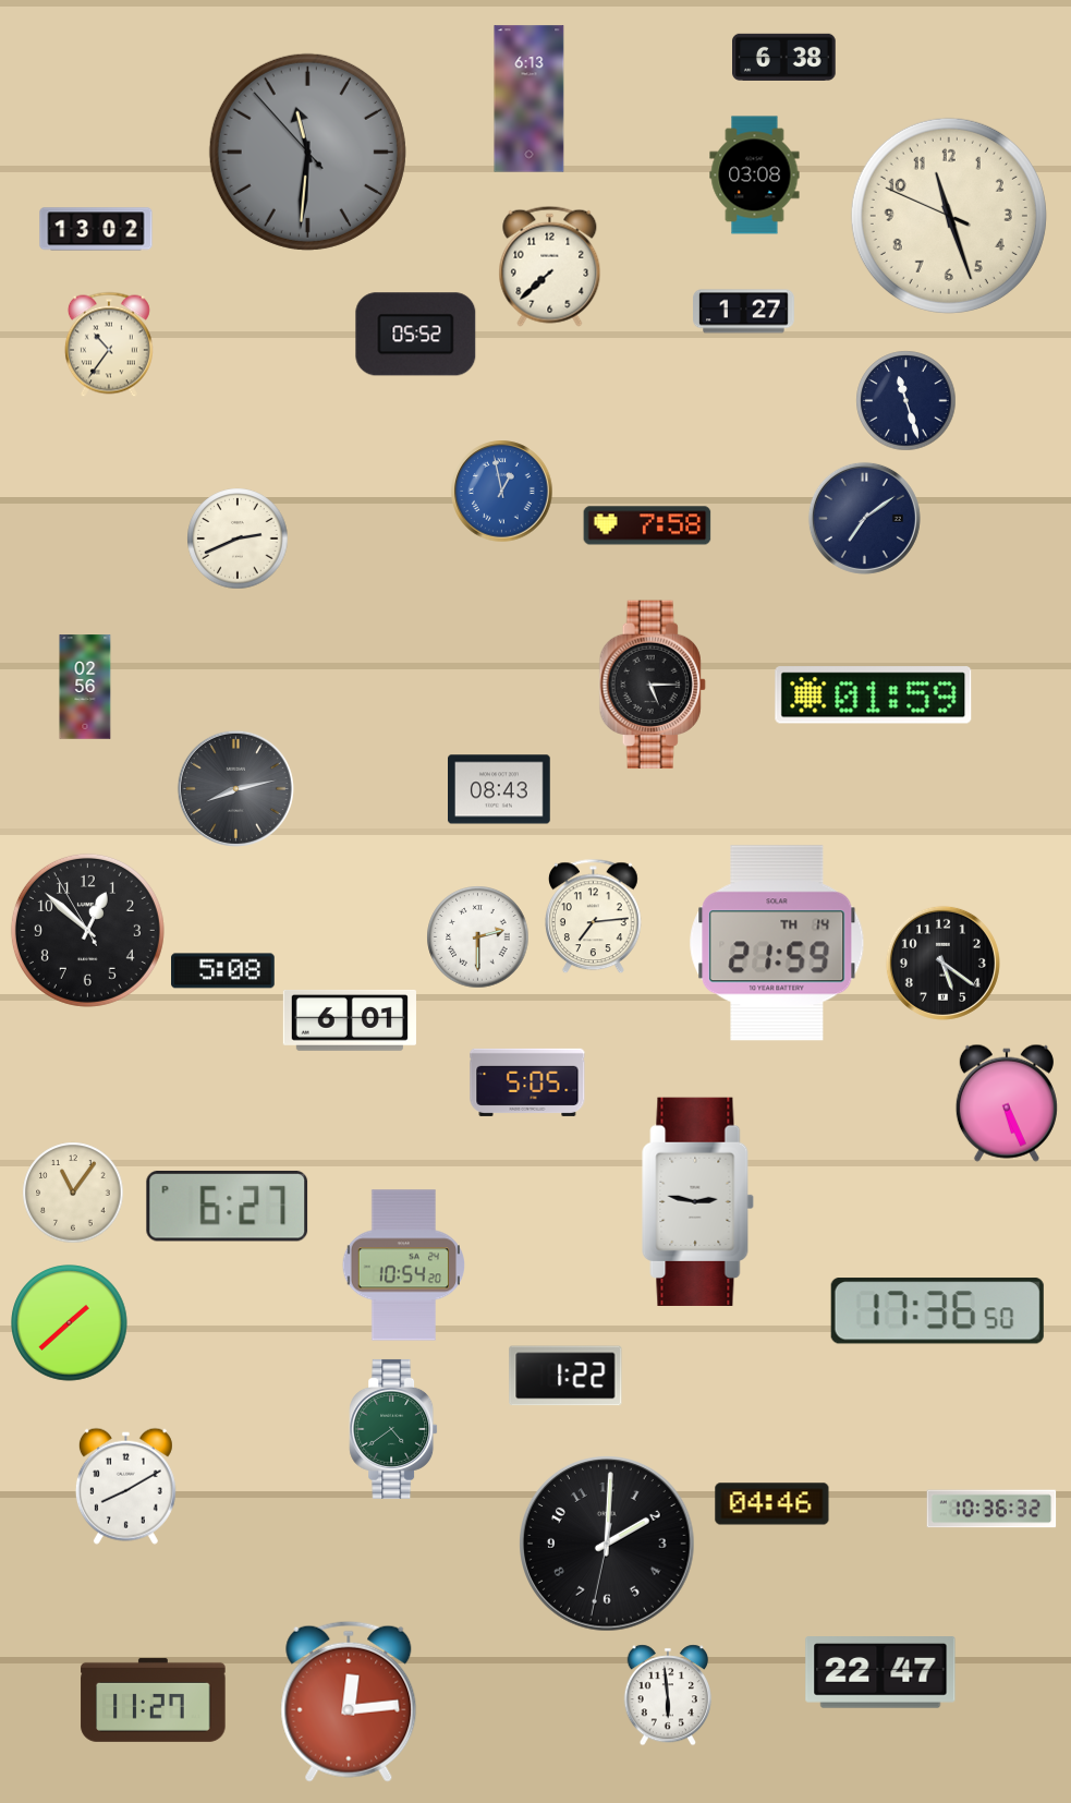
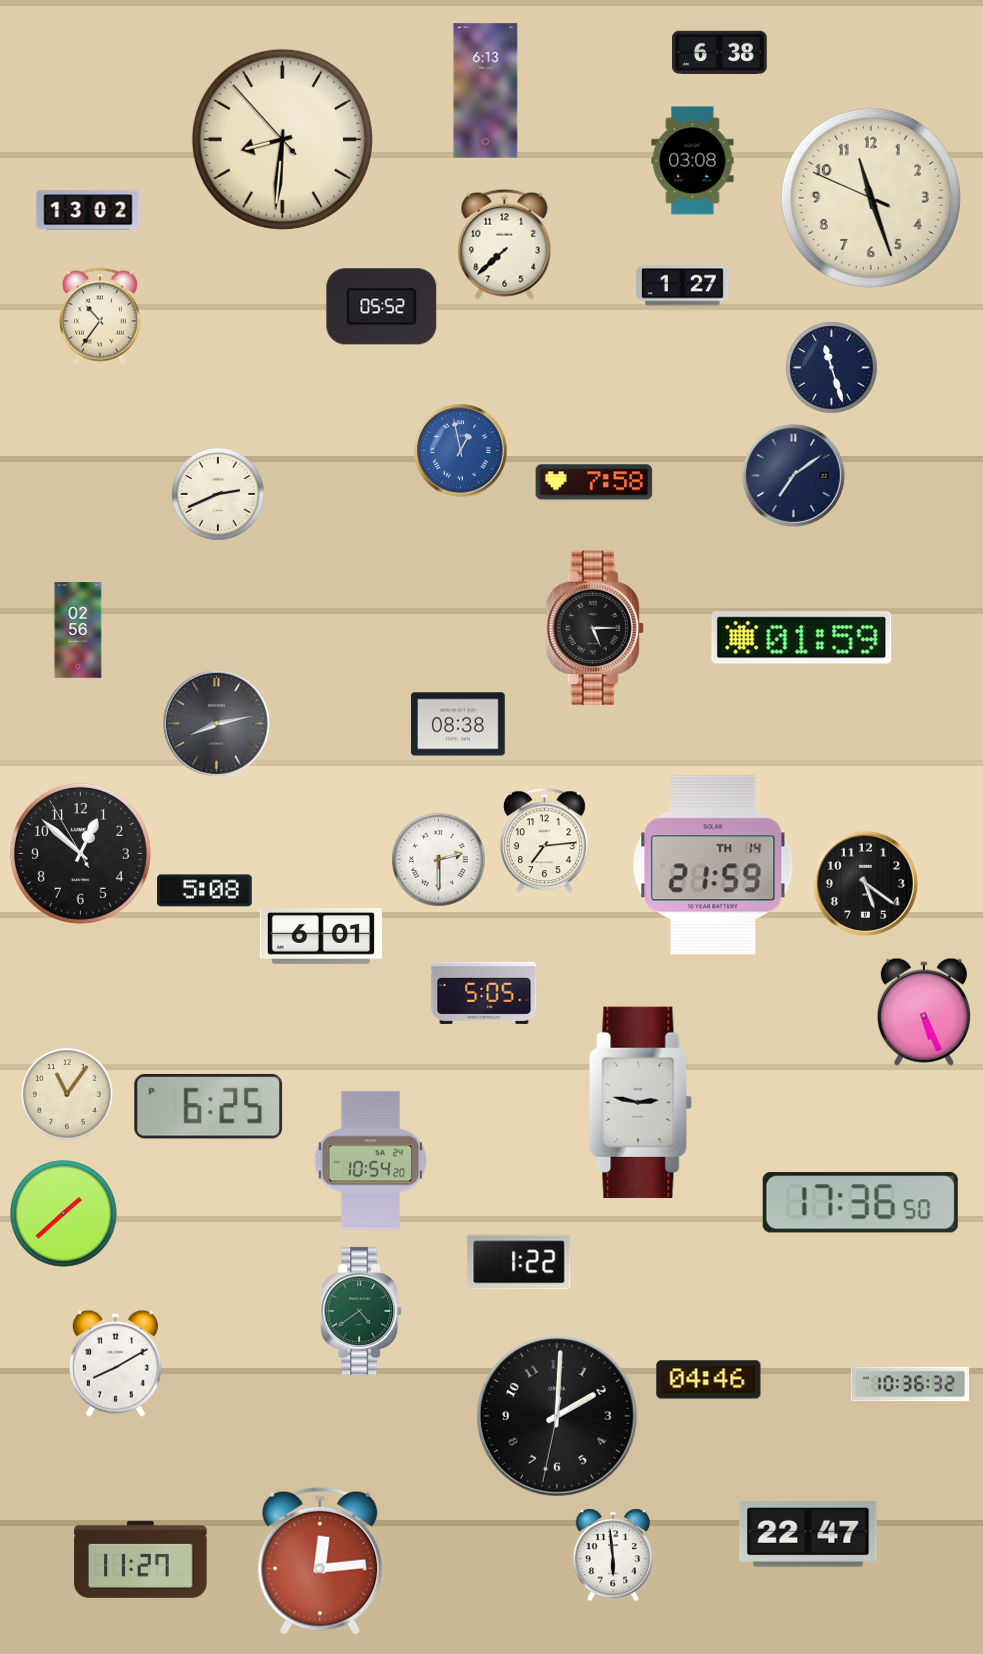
clock at (307, 152): 11:30 -> 8:30
clock at (307, 152) dial: grey -> cream
clock at (653, 685) position: (653, 685) -> (595, 628)
clock at (500, 789): 08:43 -> 08:38
clock at (228, 1206): 6:27 -> 6:25
